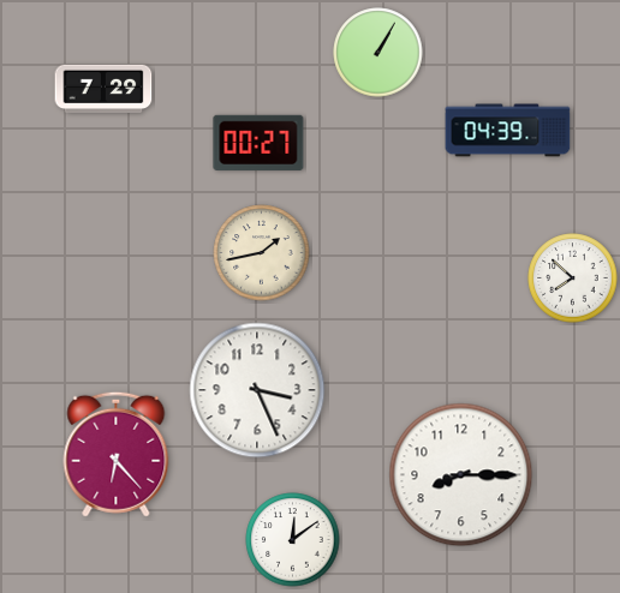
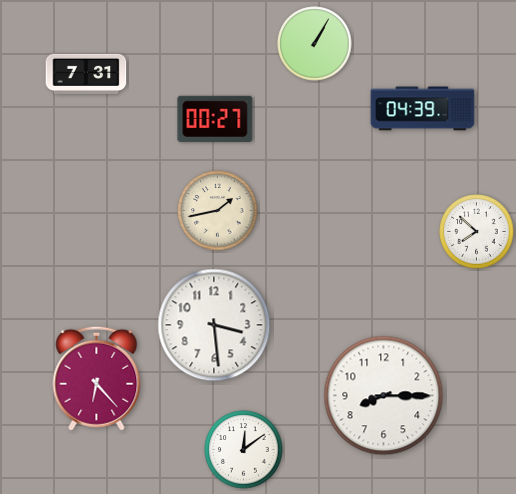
clock at (103, 88): 7:29 -> 7:31
clock at (257, 390): 3:26 -> 3:29
